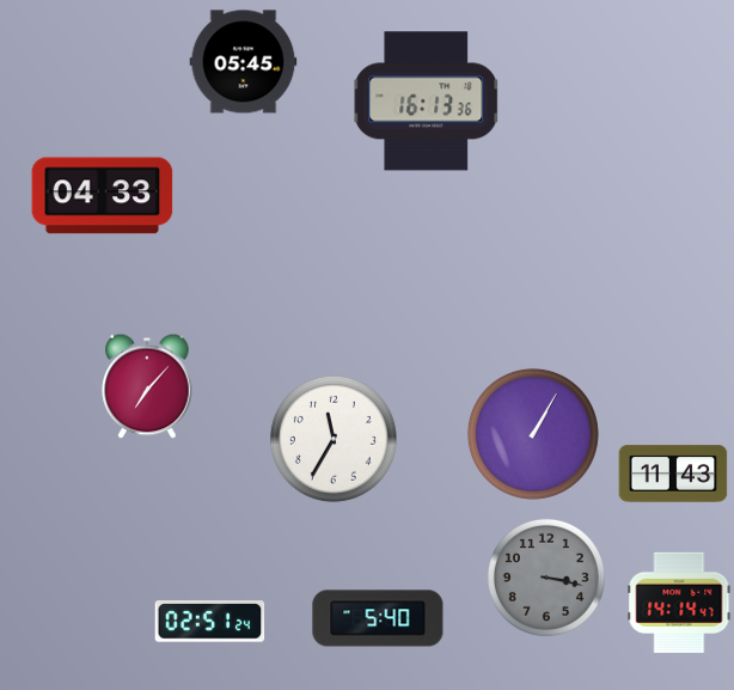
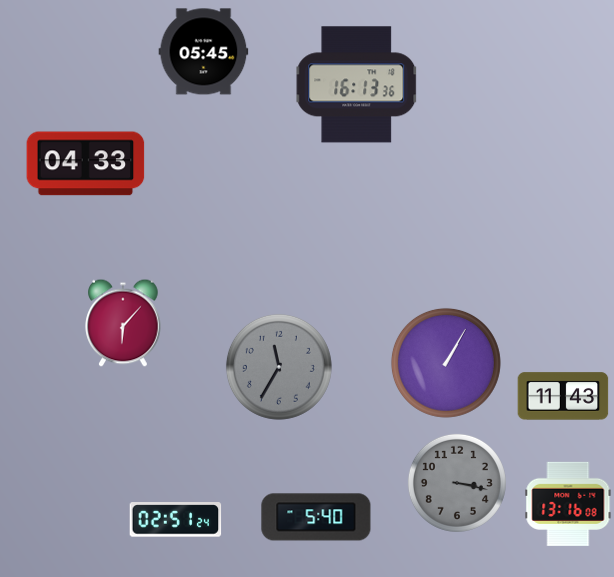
clock at (147, 386): 7:07 -> 6:07
clock at (334, 439) dial: white -> grey
clock at (679, 603): 14:14 -> 13:16
